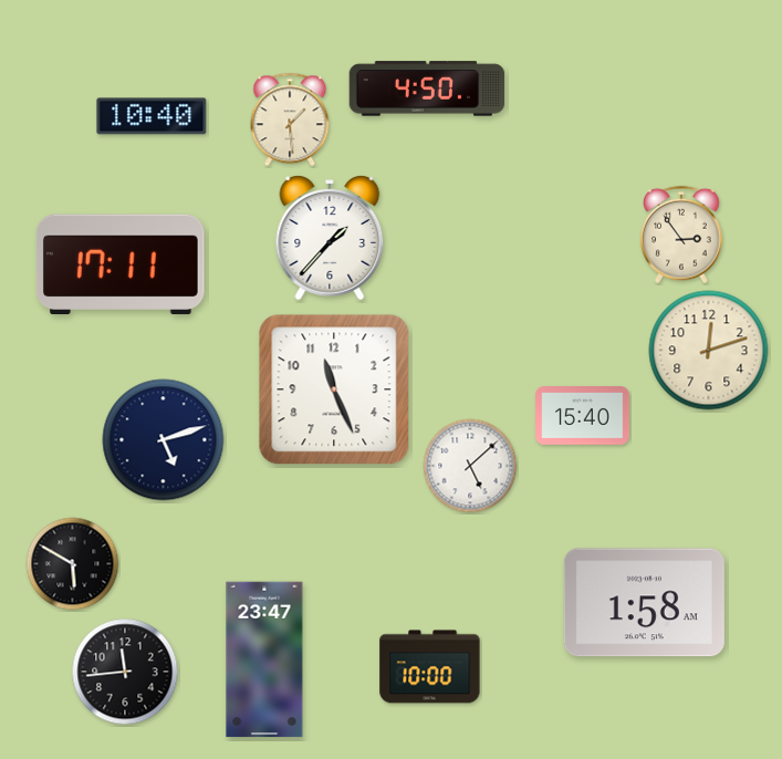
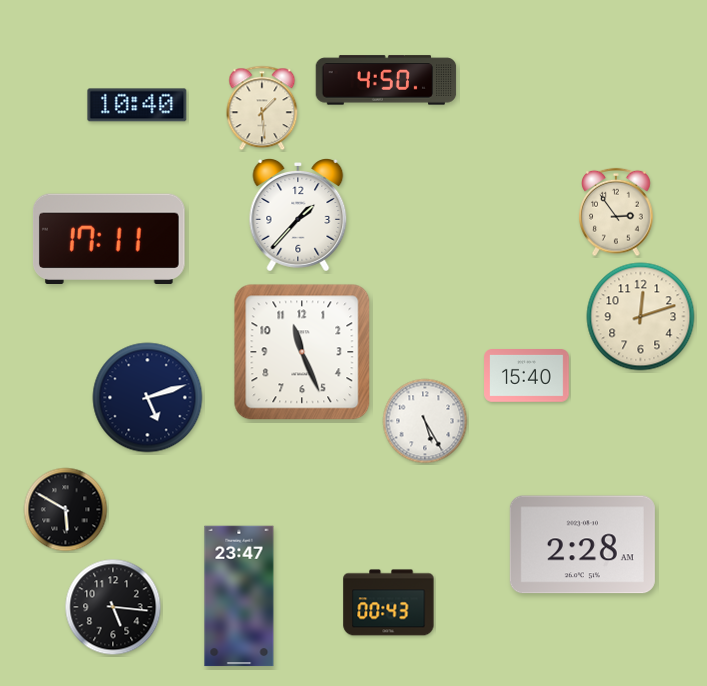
clock at (470, 466): 5:08 -> 5:25
clock at (644, 603): 1:58 -> 2:28
clock at (430, 667): 10:00 -> 00:43
clock at (125, 672): 11:44 -> 5:16
